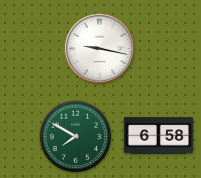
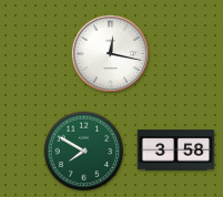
clock at (99, 48): 9:17 -> 12:17
clock at (159, 136): 6:58 -> 3:58
